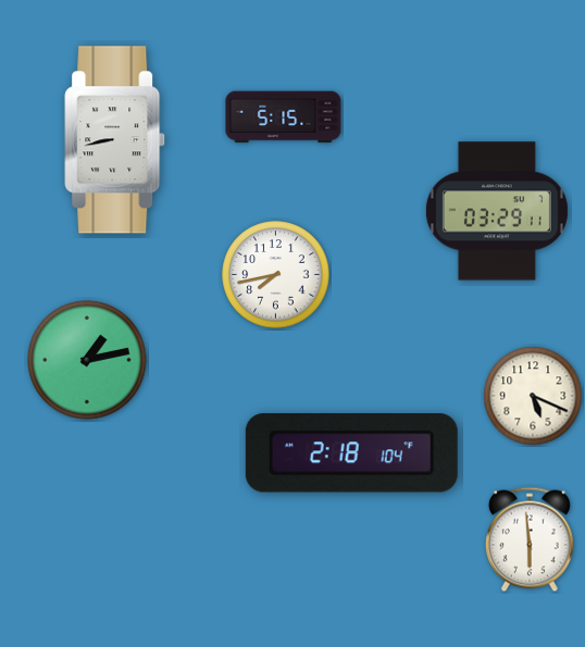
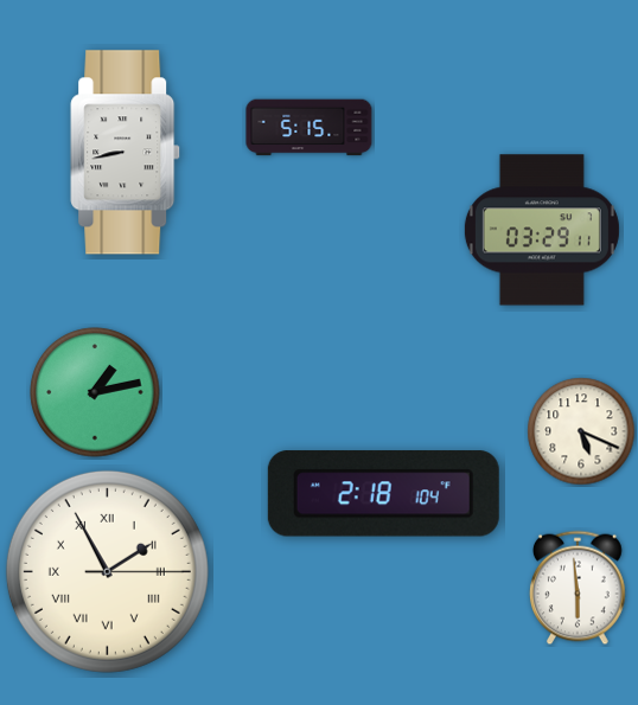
clock at (276, 275): 7:43 -> none
clock at (107, 571): none -> 1:55
